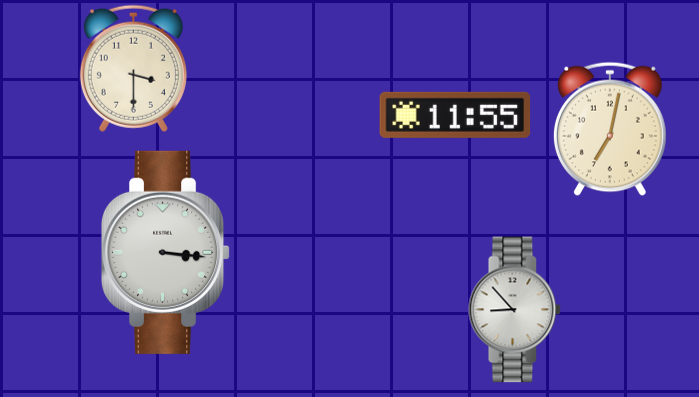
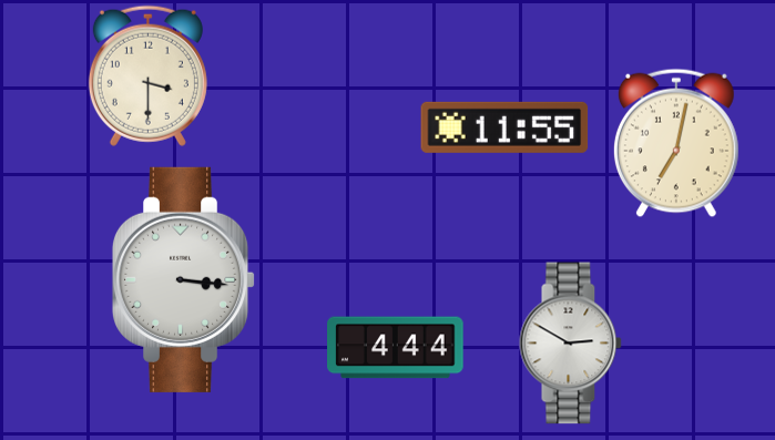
clock at (515, 310): 8:53 -> 2:50
clock at (396, 348): none -> 4:44
